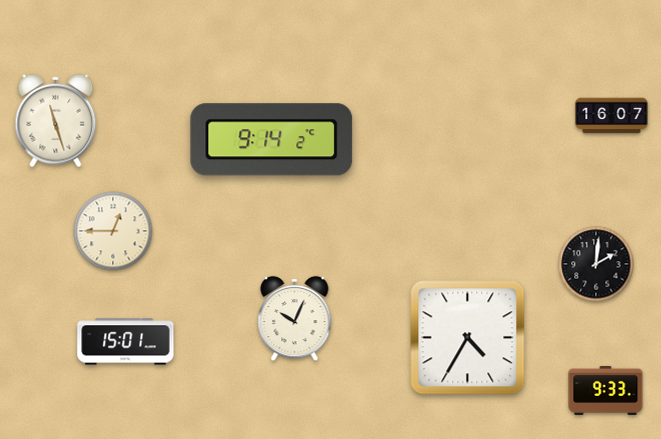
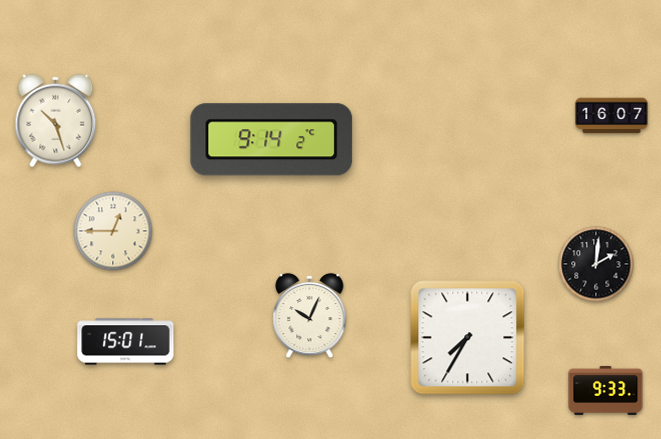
clock at (56, 121): 11:27 -> 10:27
clock at (295, 319) position: (295, 319) -> (310, 316)
clock at (468, 338): 4:35 -> 7:35
